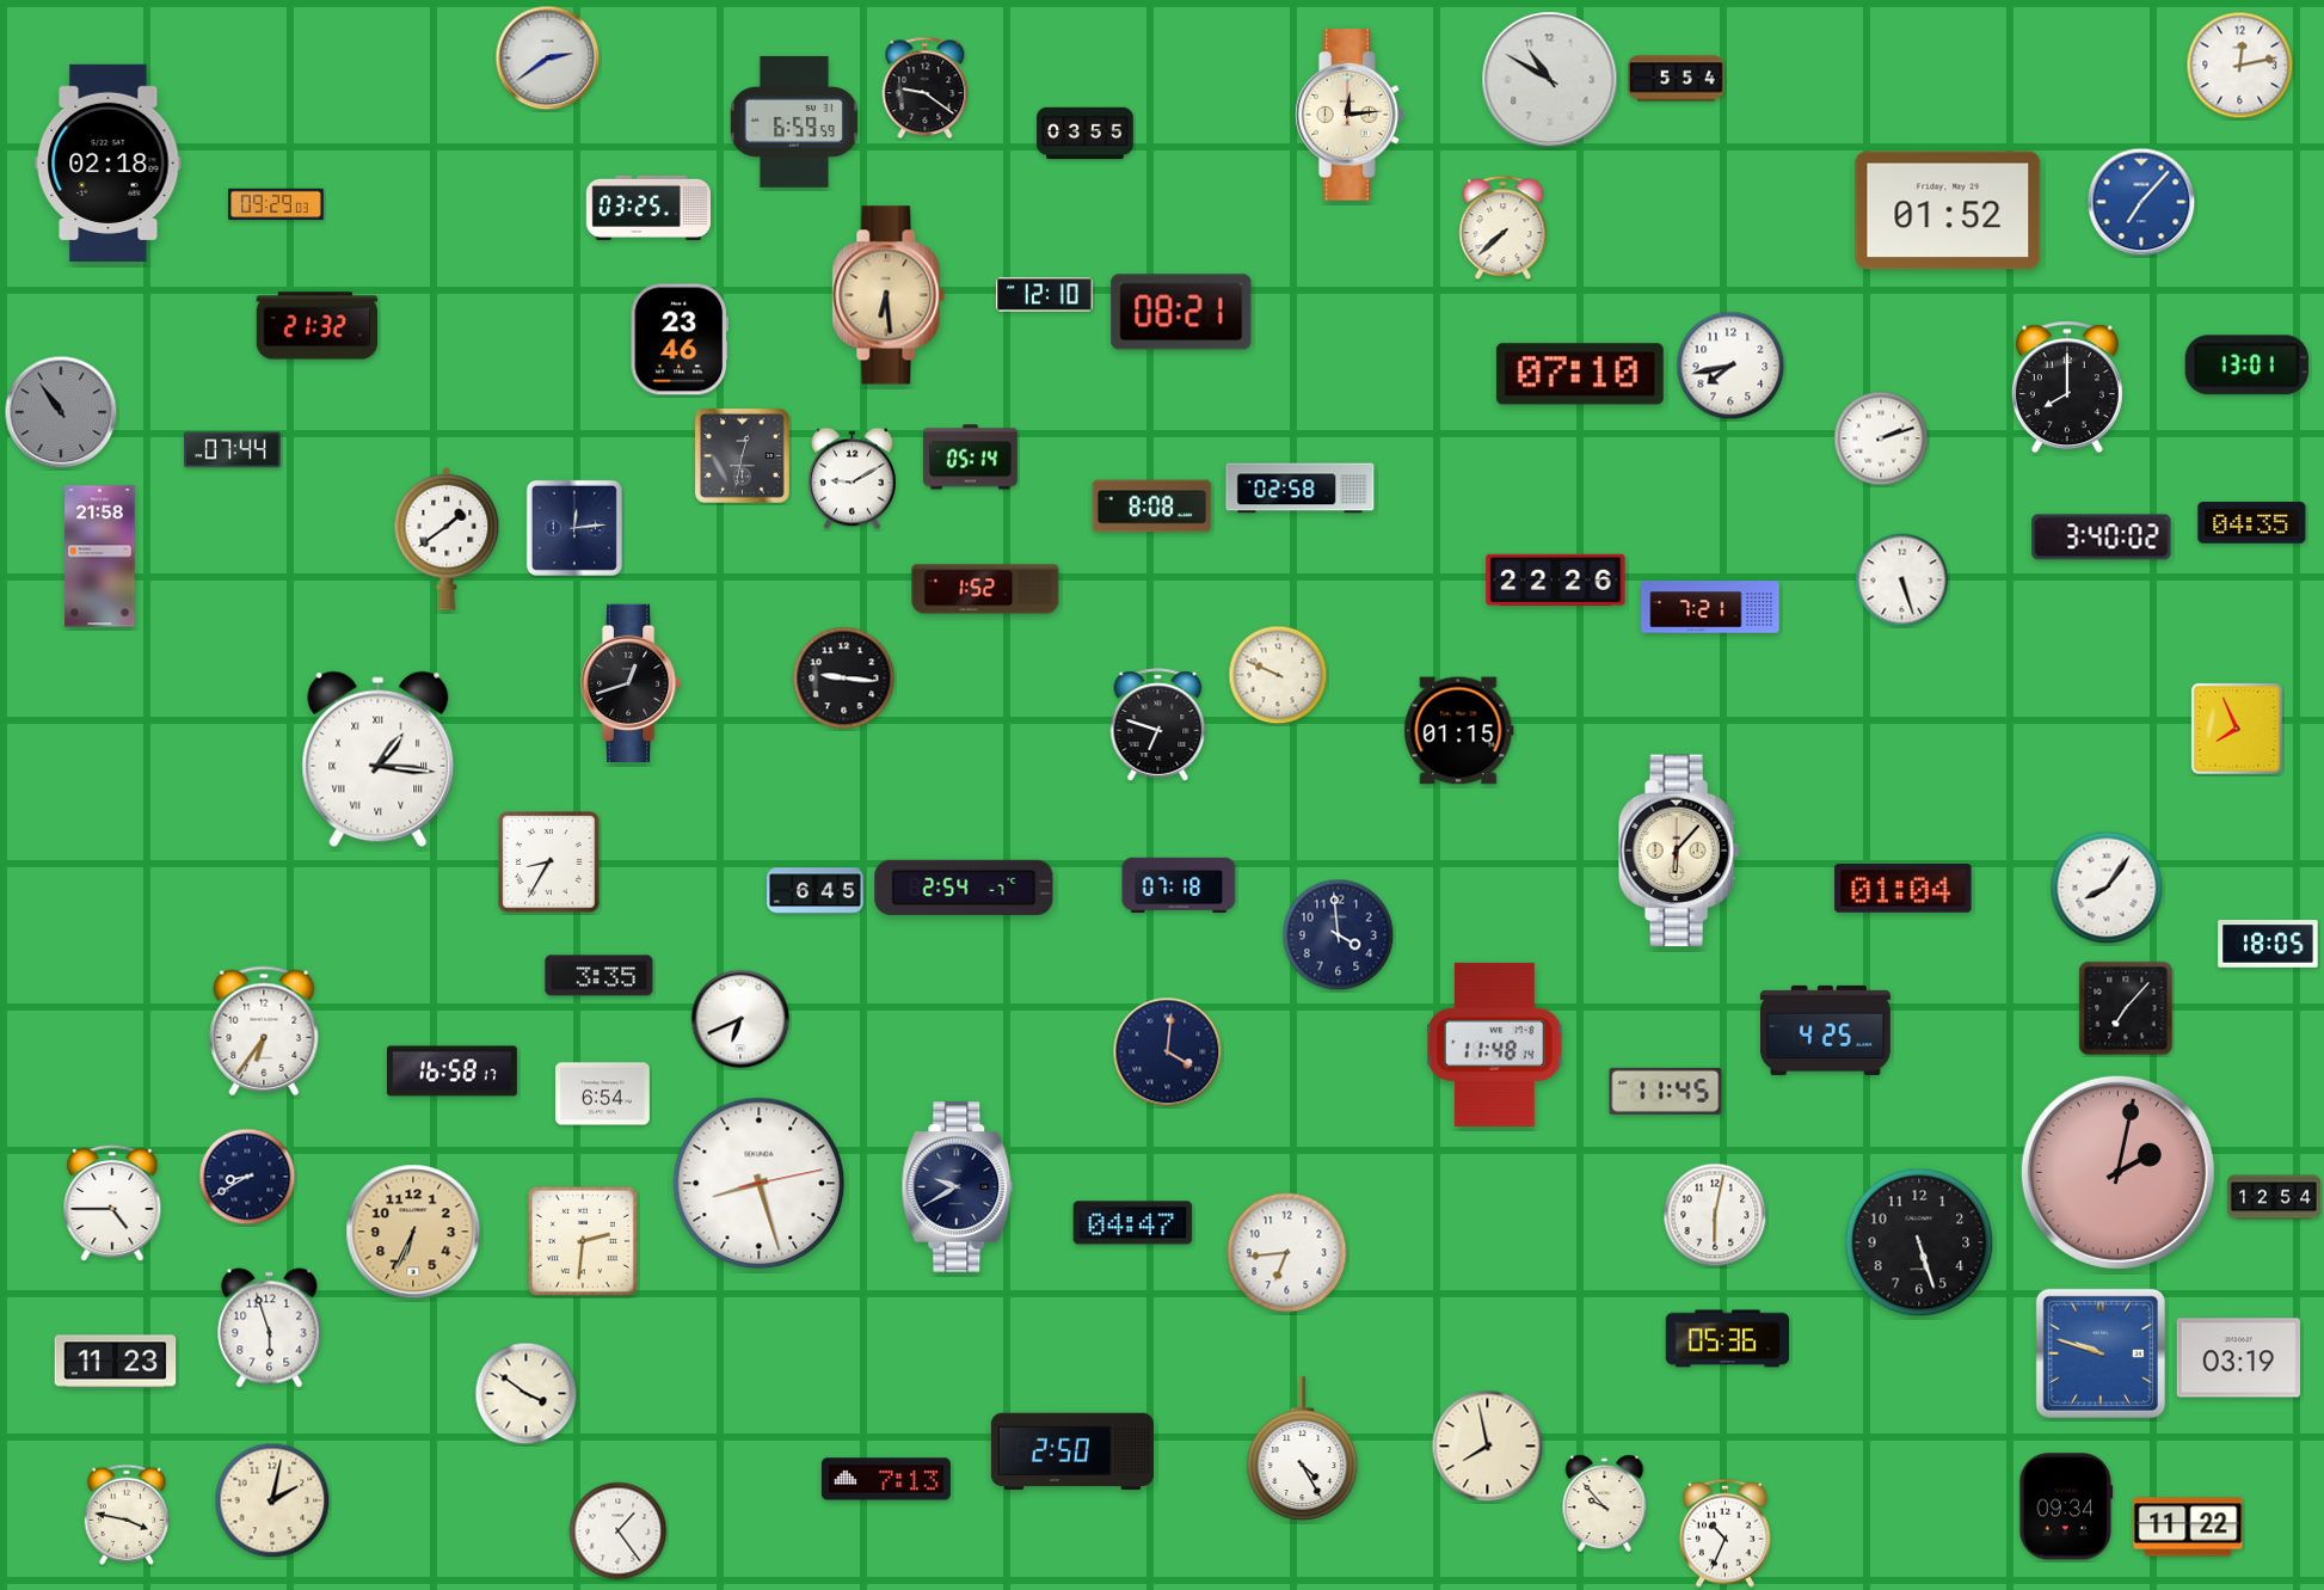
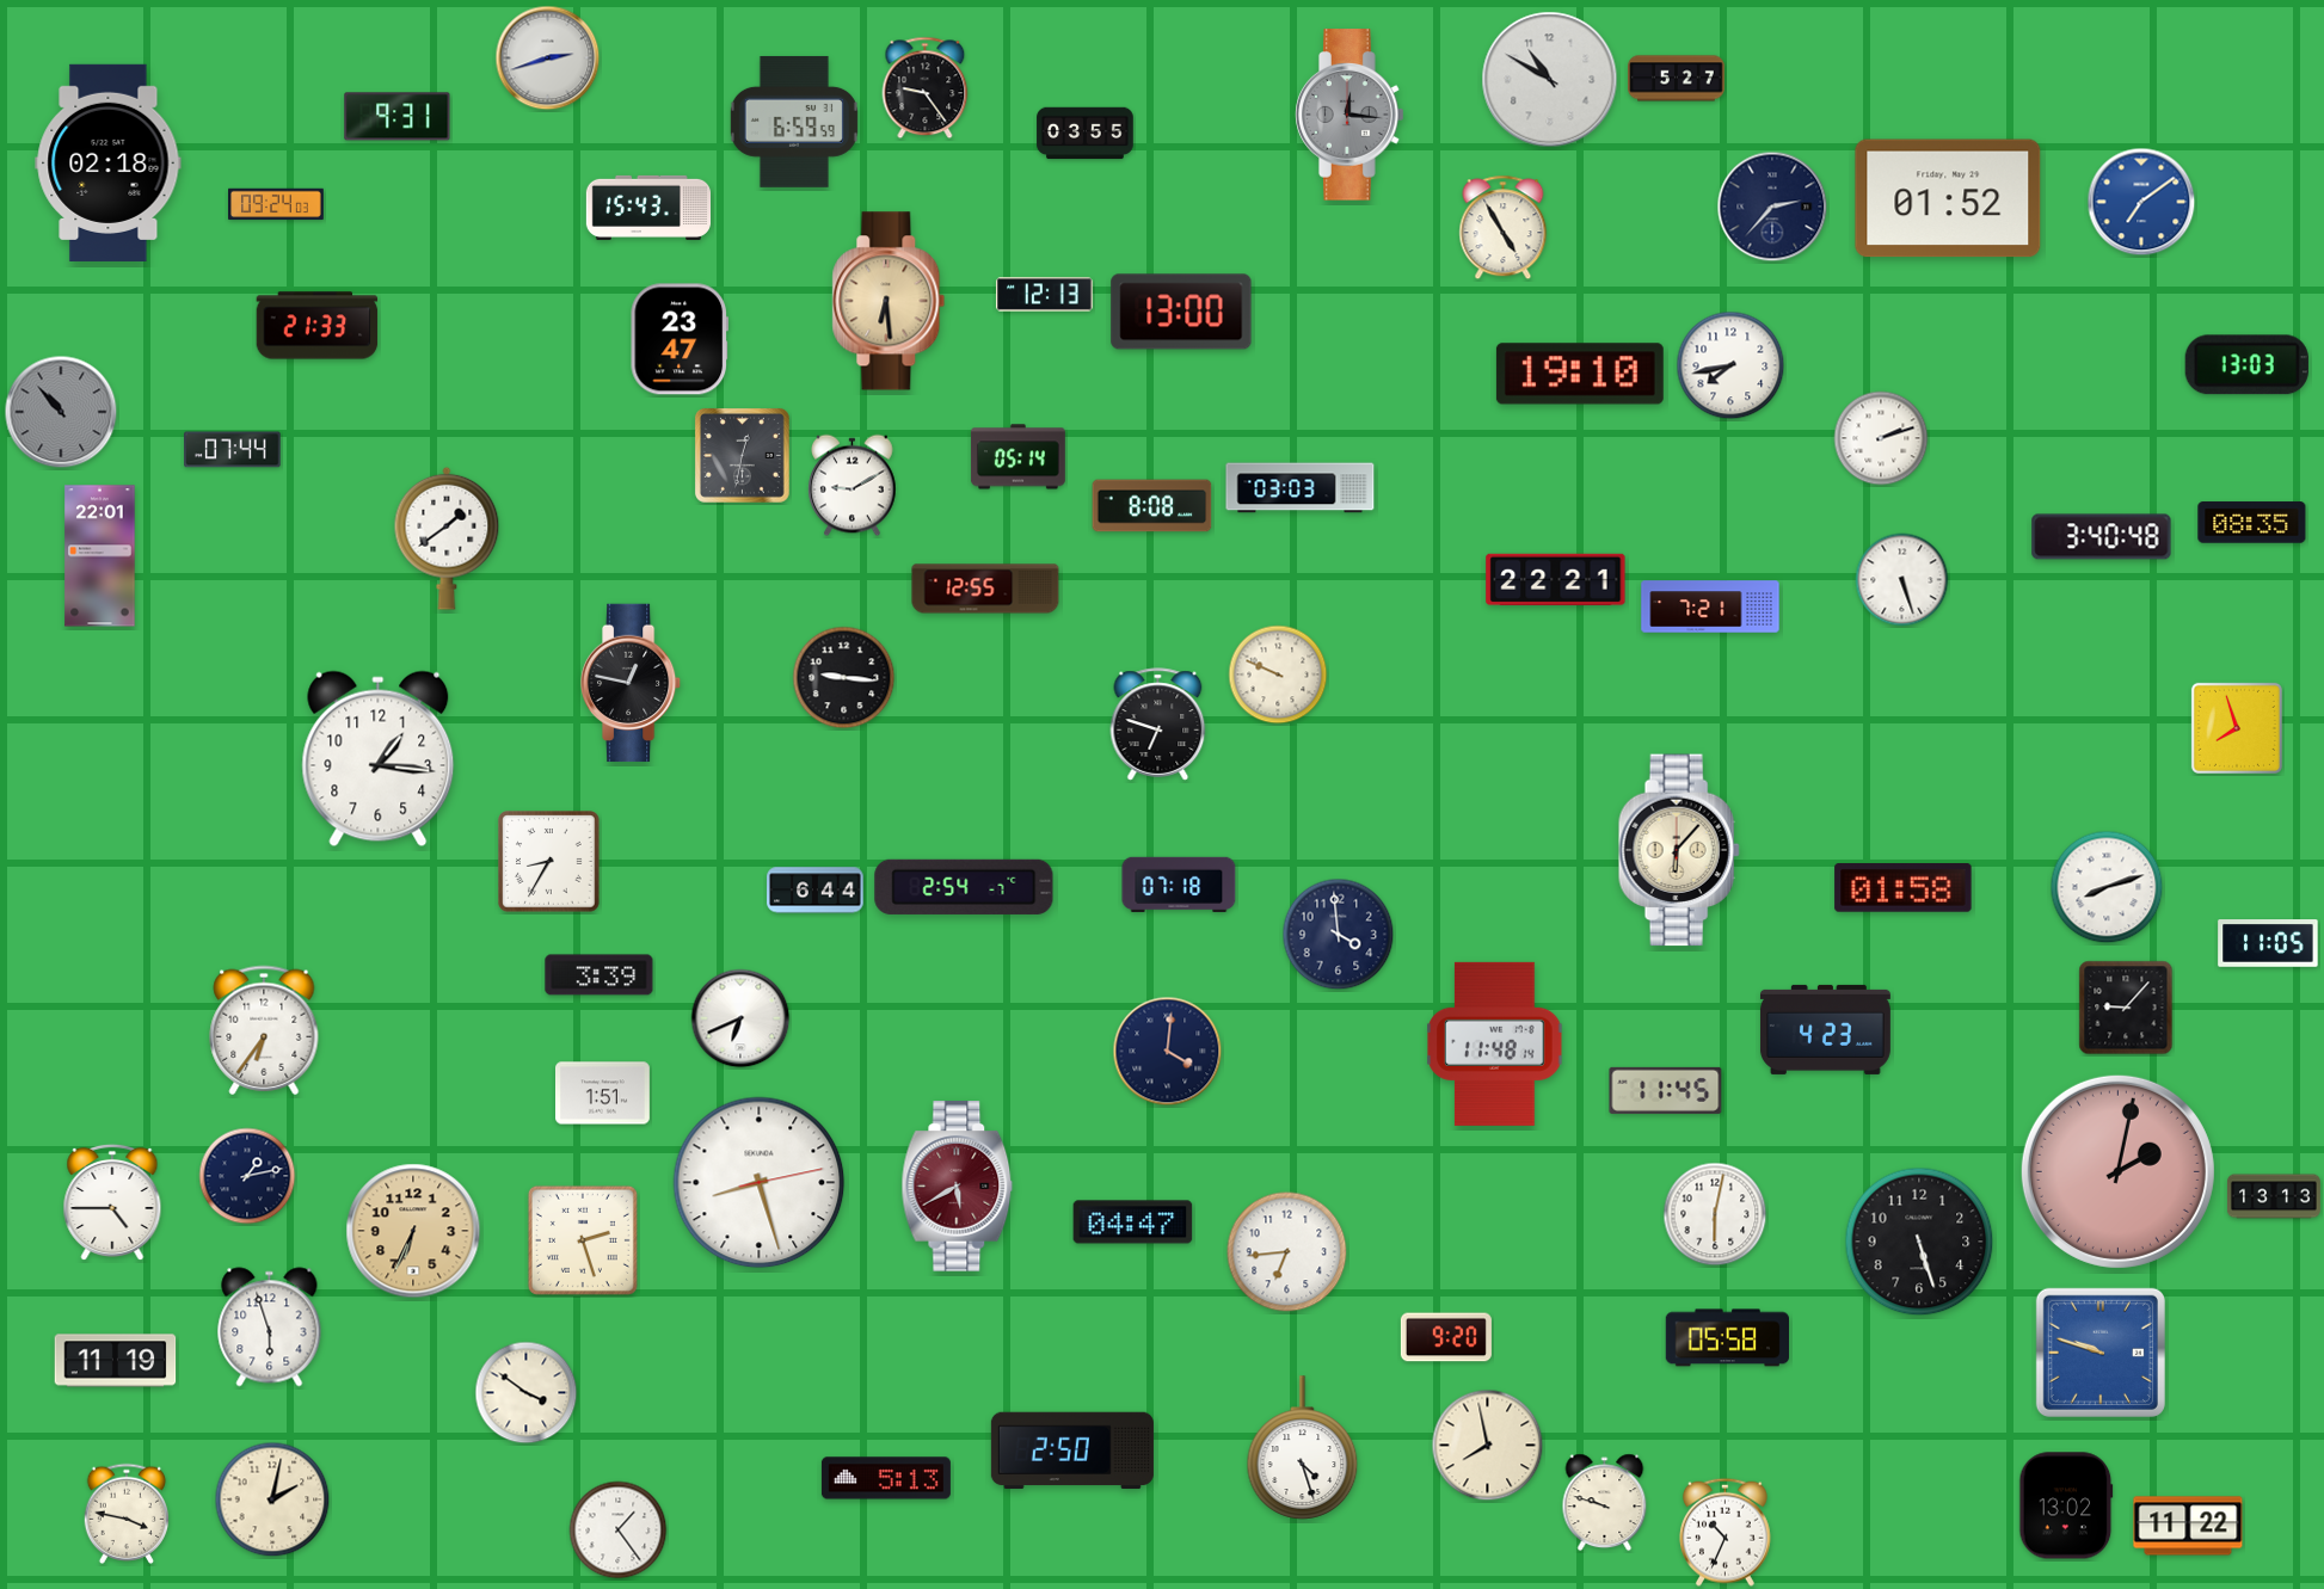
clock at (548, 59): 2:39 -> 2:42
clock at (2240, 66): 12:13 -> none
clock at (1677, 79): 5:54 -> 5:27
clock at (926, 88): 9:21 -> 9:24
clock at (1349, 115): 12:14 -> 12:16
clock at (1349, 115) dial: cream -> grey
clock at (398, 117): none -> 9:31
clock at (2141, 202): 7:07 -> 7:09
clock at (276, 204): 09:29 -> 09:24
clock at (1772, 207): none -> 2:37
clock at (647, 208): 03:25 -> 15:43
clock at (1948, 210) position: (1948, 210) -> (1948, 198)
clock at (1504, 228): 7:38 -> 4:55
clock at (889, 295) position: (889, 295) -> (889, 301)
clock at (1045, 295): 12:10 -> 12:13
clock at (1181, 312): 08:21 -> 13:00
clock at (318, 326): 21:32 -> 21:33
clock at (678, 339): 23:46 -> 23:47
clock at (2246, 366): 13:01 -> 13:03
clock at (1580, 374): 07:10 -> 19:10
clock at (2067, 387): 8:00 -> none
clock at (61, 412): 10:54 -> 10:53
clock at (970, 458) position: (970, 458) -> (1017, 457)
clock at (853, 479) position: (853, 479) -> (853, 486)
clock at (1301, 489): 02:58 -> 03:03
clock at (2252, 523): 04:35 -> 08:35
clock at (574, 528): 12:14 -> none
clock at (2102, 538): 3:40:02 -> 3:40:48
clock at (100, 557): 21:58 -> 22:01
clock at (1556, 579): 22:26 -> 22:21
clock at (985, 589): 1:52 -> 12:55
clock at (631, 683): 12:42 -> 12:47
clock at (2237, 729): 7:56 -> 7:57
clock at (1459, 731): 01:15 -> none
clock at (379, 760) numerals: Roman -> Arabic
clock at (2107, 888): 8:06 -> 8:12
clock at (1904, 889): 01:04 -> 01:58
clock at (816, 891): 6:45 -> 6:44
clock at (2268, 944): 18:05 -> 11:05
clock at (600, 976): 3:35 -> 3:39
clock at (2126, 1008): 7:07 -> 9:07
clock at (1825, 1030): 4:25 -> 4:23
clock at (451, 1072): 16:58 -> none
clock at (603, 1094): 6:54 -> 1:51
clock at (247, 1177): 8:40 -> 1:13
clock at (958, 1187): 9:40 -> 5:40
clock at (958, 1187) dial: navy -> burgundy
clock at (2274, 1197): 12:54 -> 13:13
clock at (583, 1241): 2:31 -> 2:27
clock at (1446, 1337): none -> 9:20
clock at (1727, 1339): 05:36 -> 05:58
clock at (2238, 1358): 03:19 -> none
clock at (116, 1362): 11:23 -> 11:19
clock at (1303, 1449): 4:25 -> 4:27
clock at (886, 1479): 7:13 -> 5:13
clock at (1605, 1504): 9:53 -> 9:48
clock at (2066, 1506): 09:34 -> 13:02
